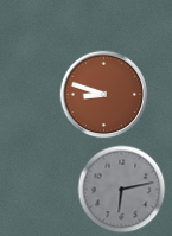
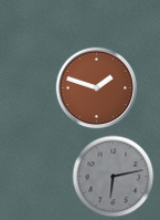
clock at (104, 95): 8:48 -> 1:48
